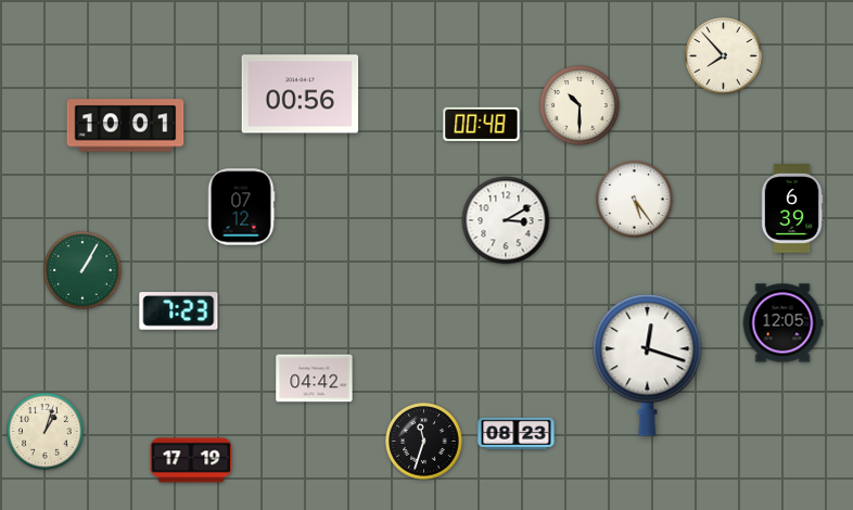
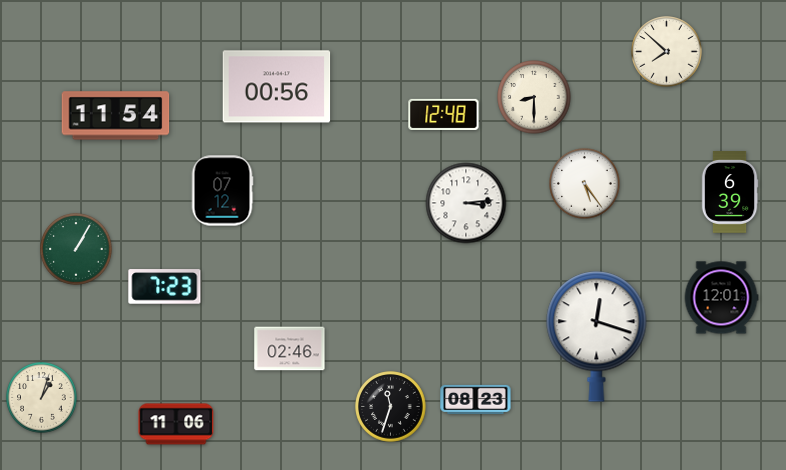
clock at (724, 56): 7:53 -> 7:52
clock at (580, 105): 10:30 -> 8:30
clock at (482, 124): 00:48 -> 12:48
clock at (126, 126): 10:01 -> 11:54
clock at (506, 220): 3:10 -> 3:14
clock at (782, 323): 12:05 -> 12:01
clock at (315, 379): 04:42 -> 02:46
clock at (191, 460): 17:19 -> 11:06
